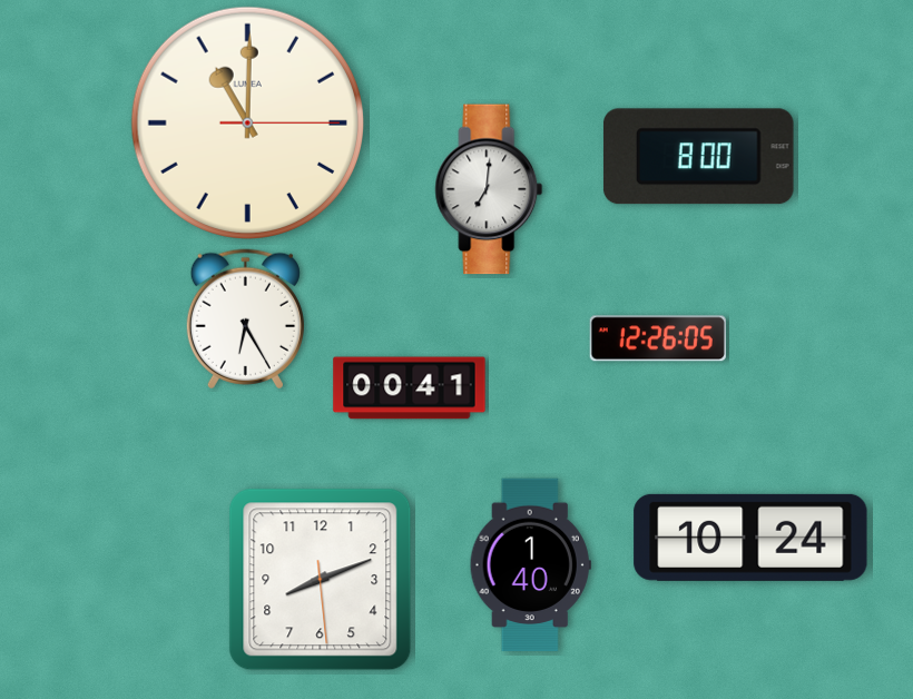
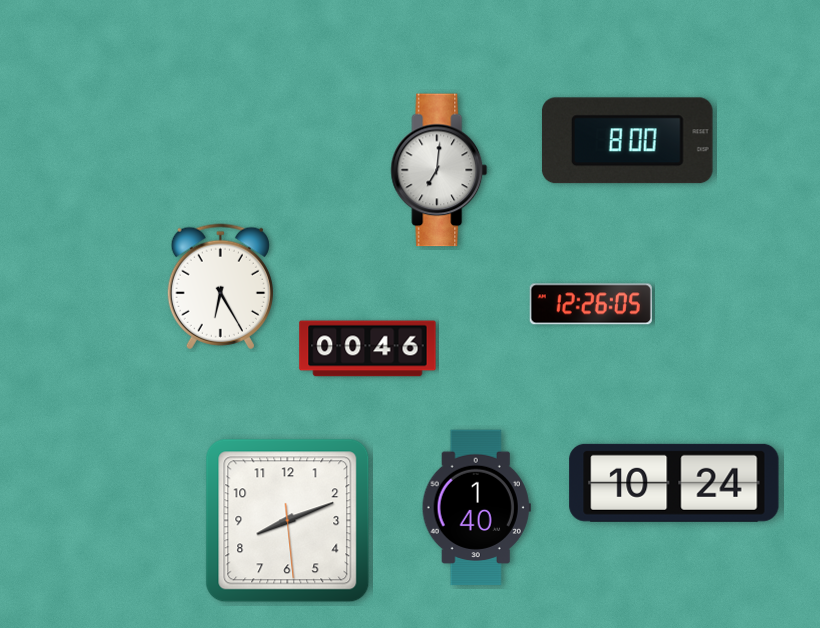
clock at (247, 122): 11:00 -> none
clock at (410, 388): 00:41 -> 00:46
